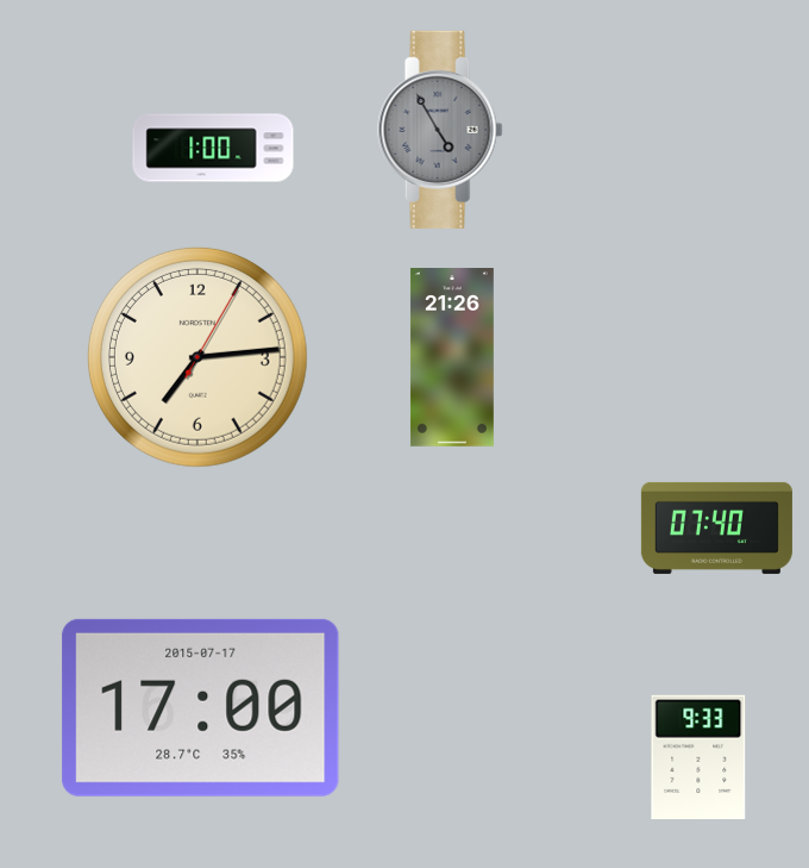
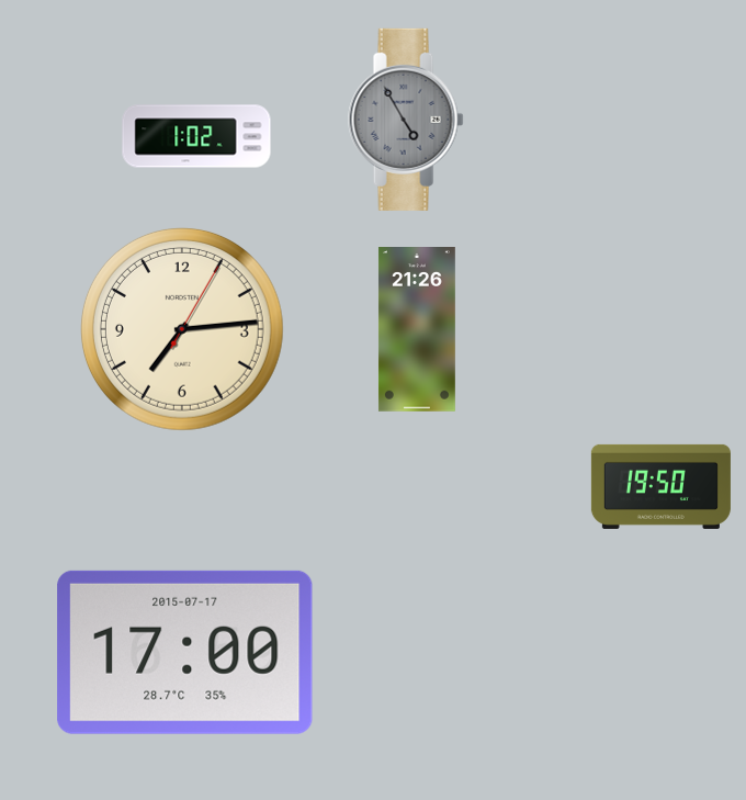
clock at (213, 148): 1:00 -> 1:02
clock at (716, 527): 07:40 -> 19:50
clock at (698, 756): 9:33 -> none
